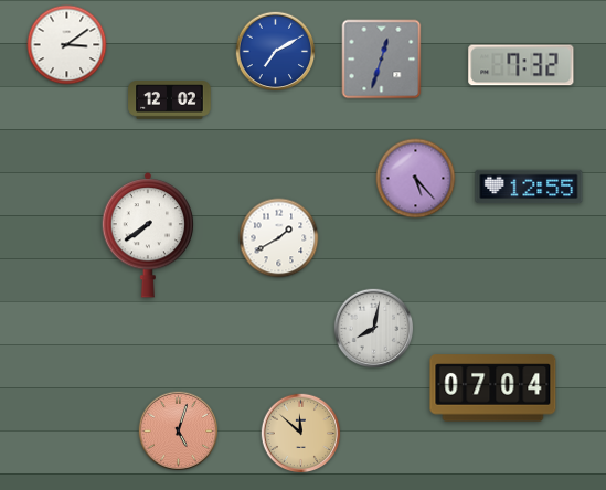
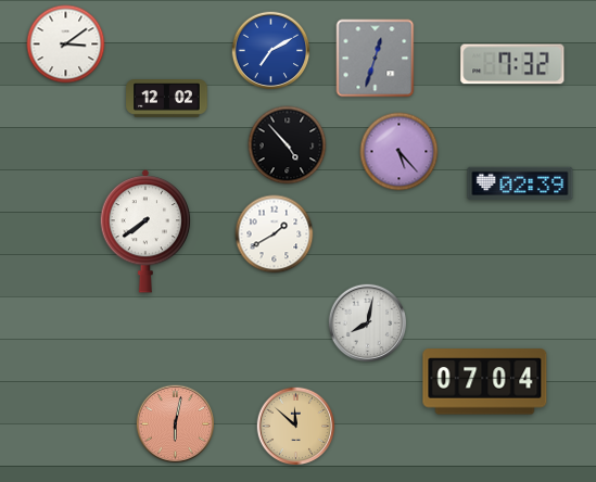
clock at (288, 145): none -> 4:53
clock at (416, 179) position: (416, 179) -> (400, 152)
clock at (529, 187): 12:55 -> 02:39
clock at (179, 432): 5:03 -> 6:02
